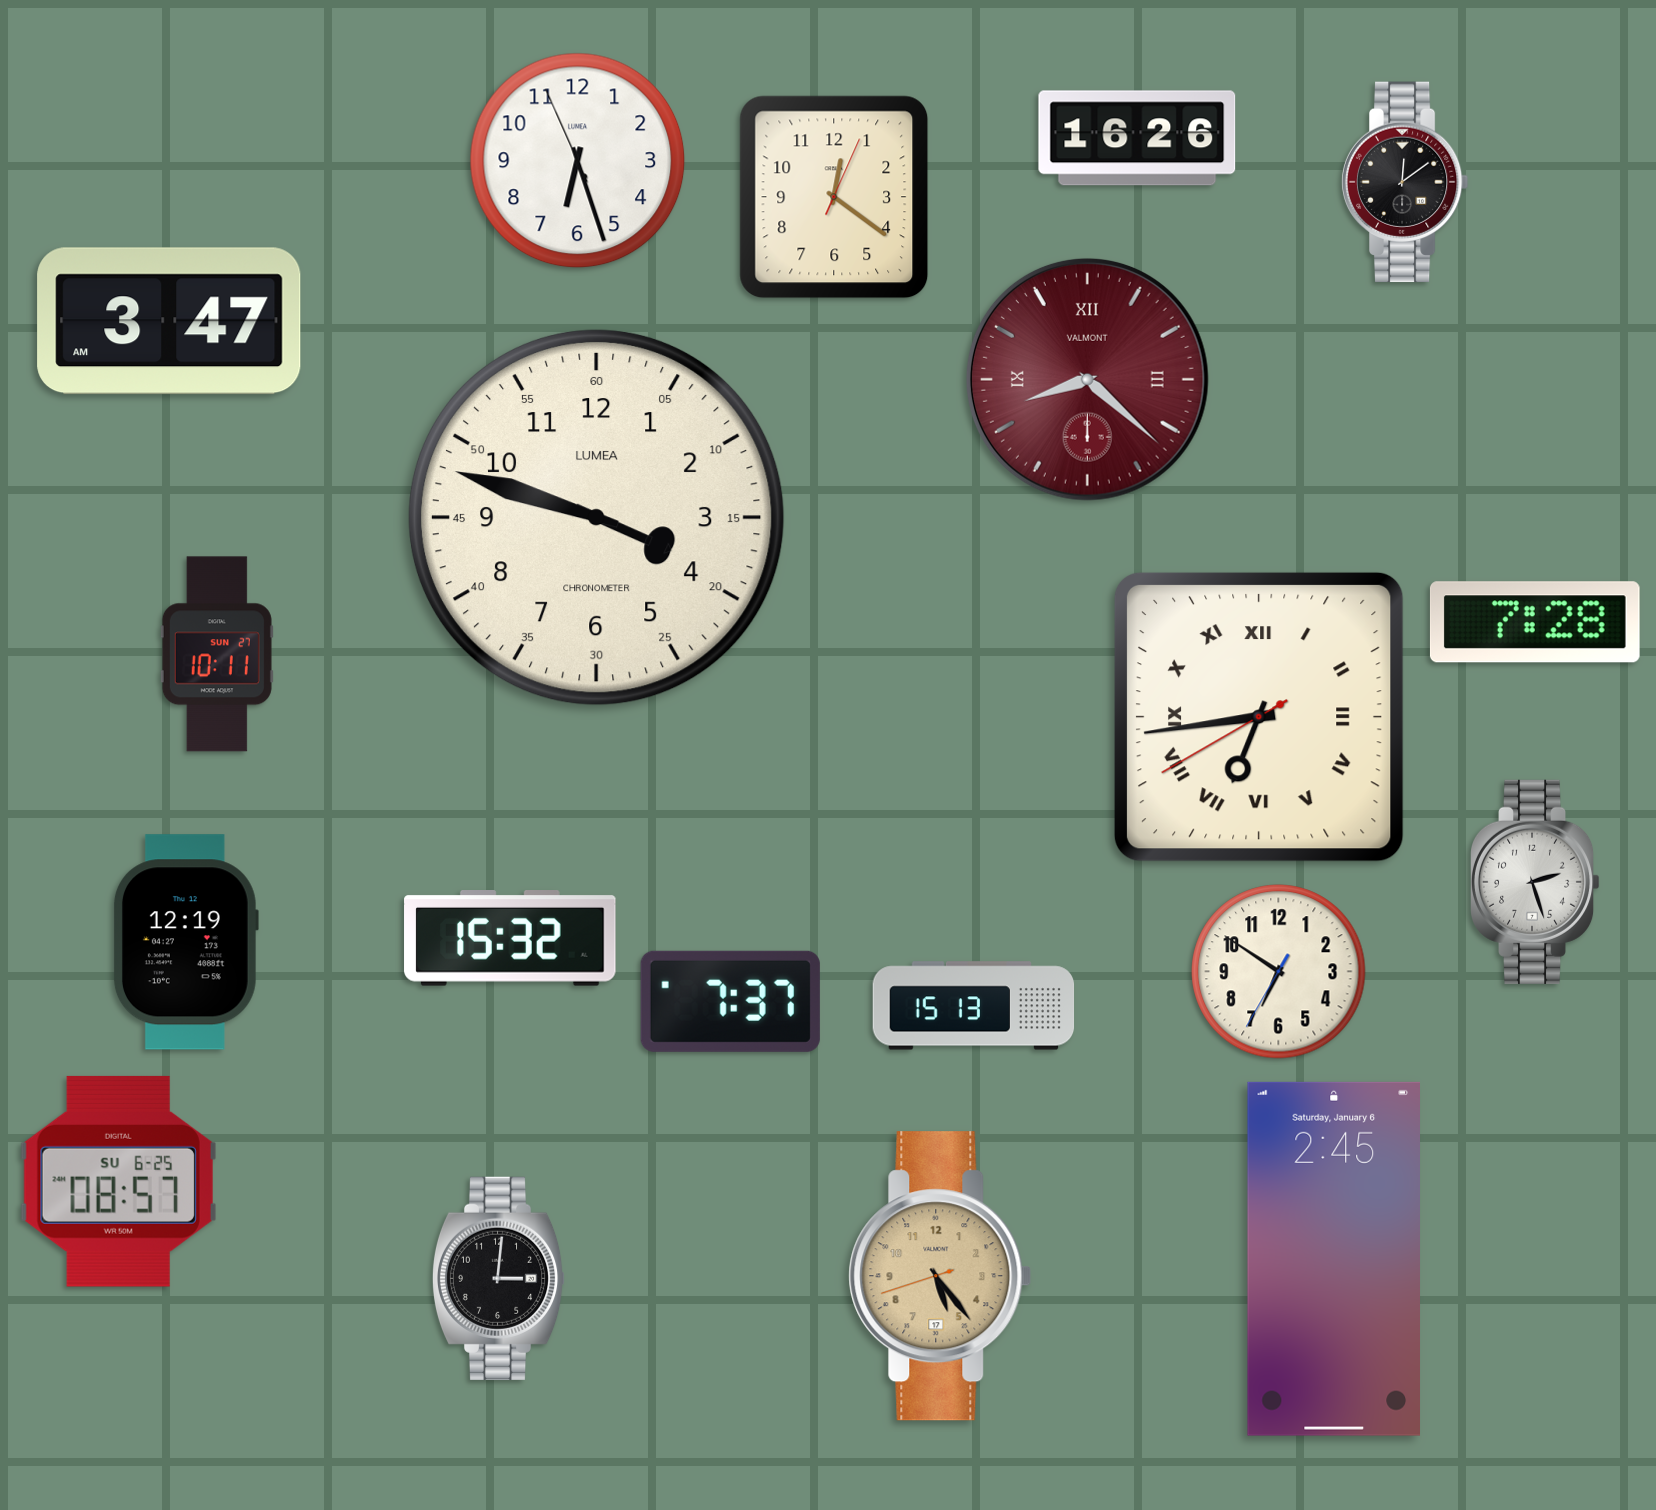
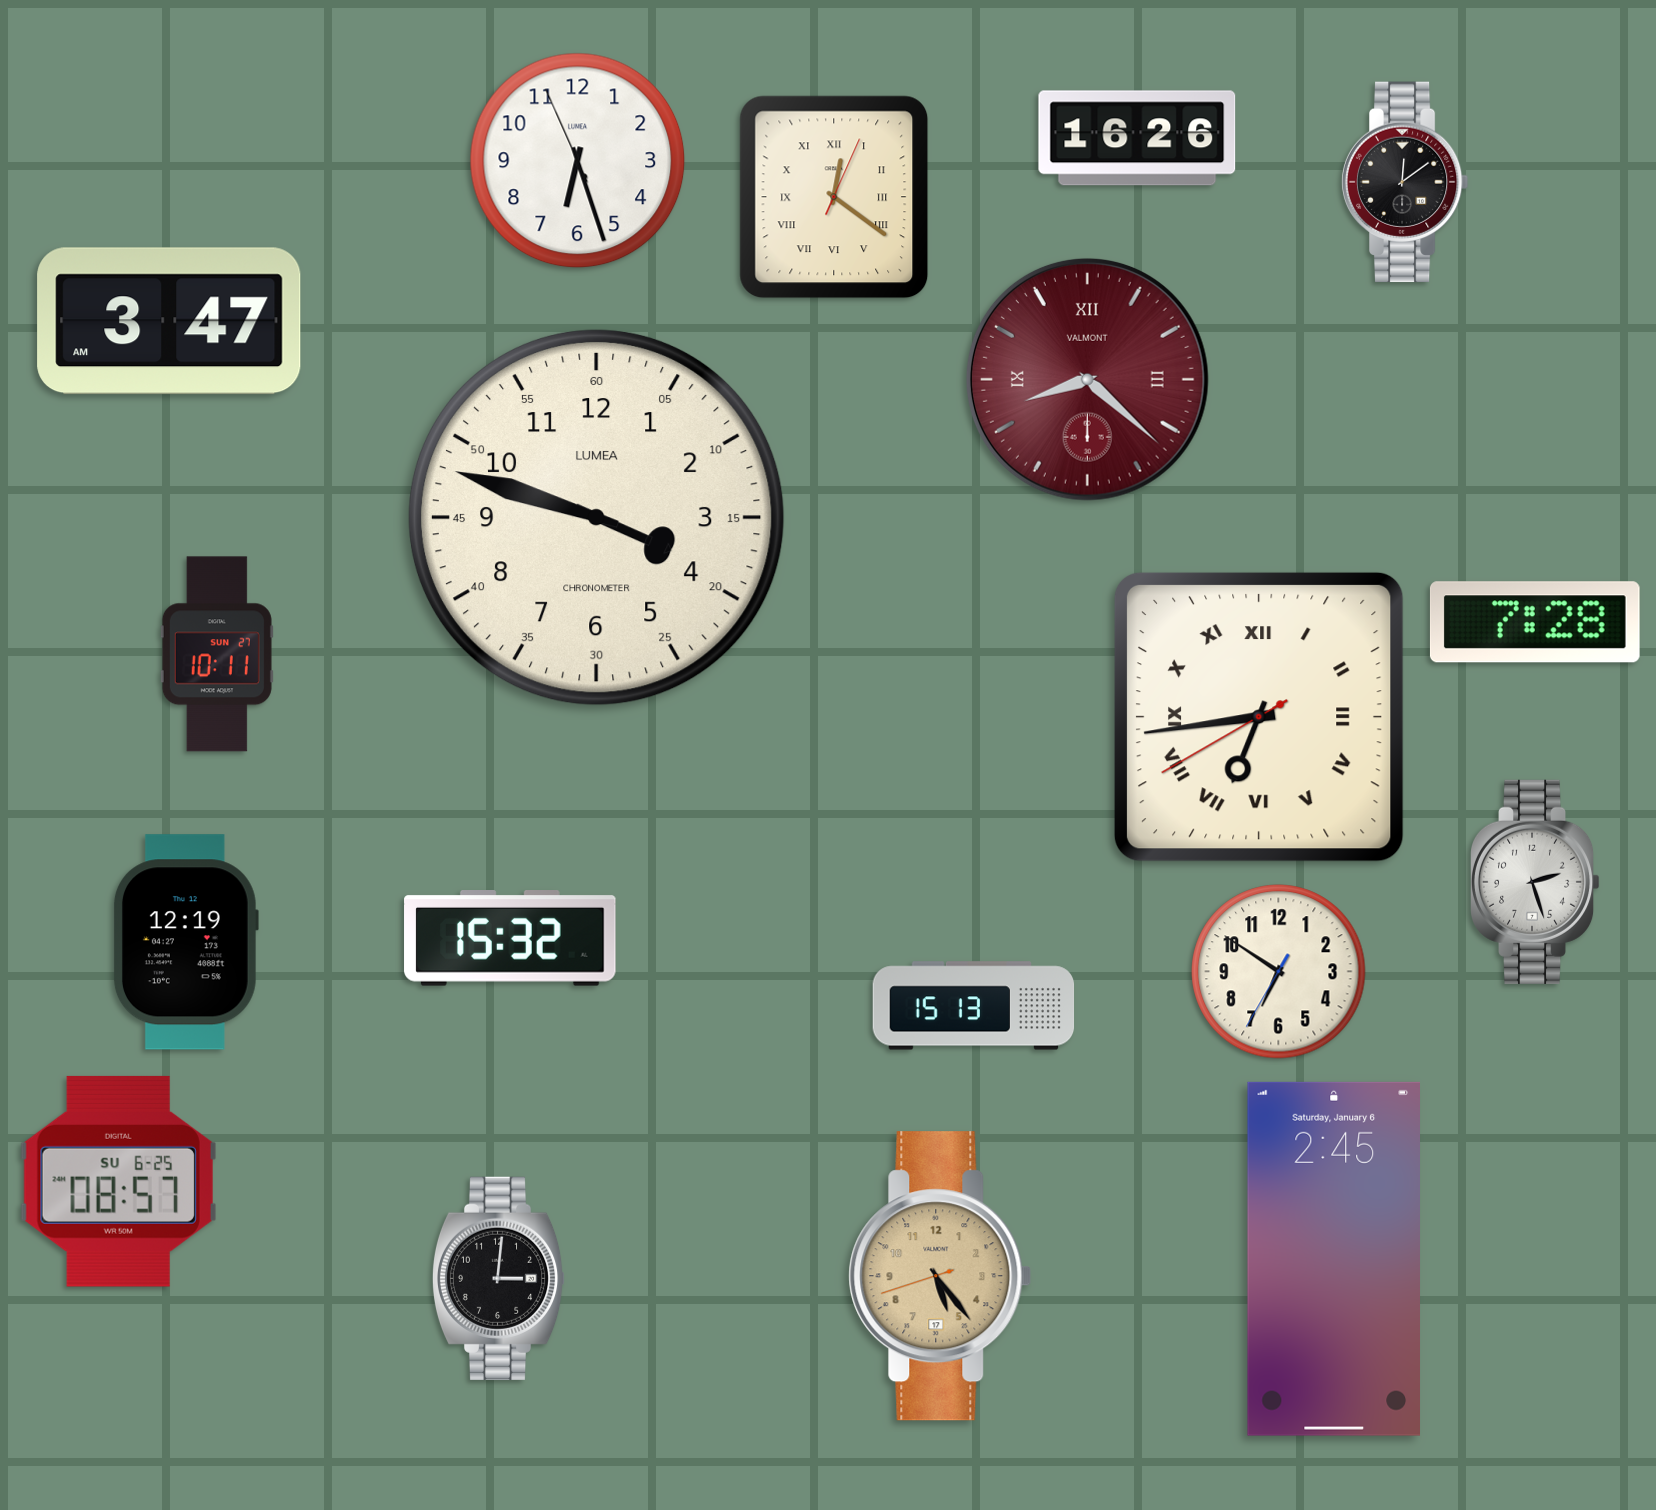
clock at (834, 197) numerals: Arabic -> Roman
clock at (730, 1001): 7:37 -> none
